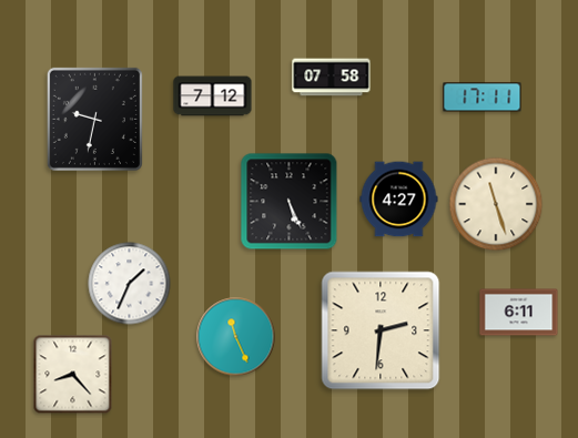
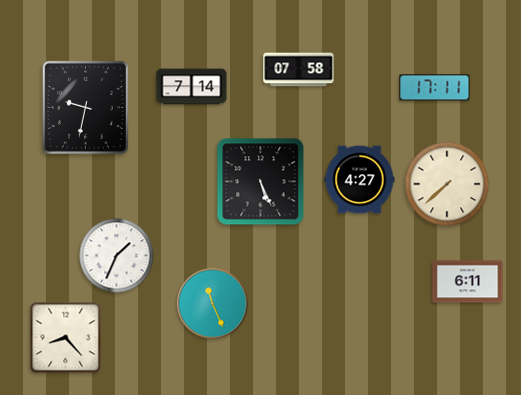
clock at (213, 96): 7:12 -> 7:14
clock at (496, 204): 11:27 -> 7:38
clock at (381, 330): 2:31 -> none
